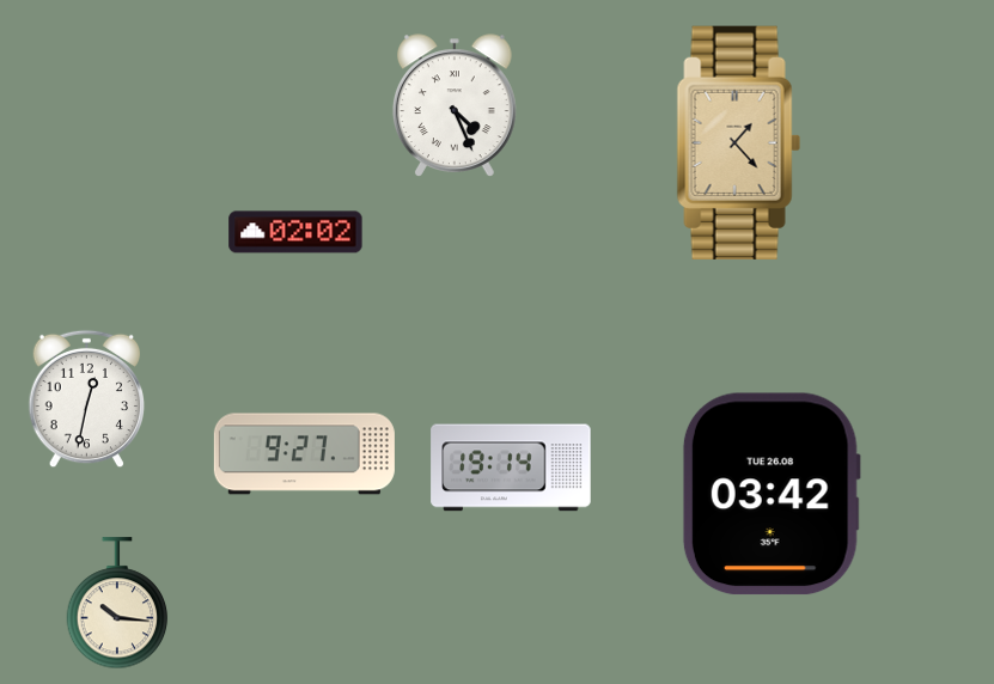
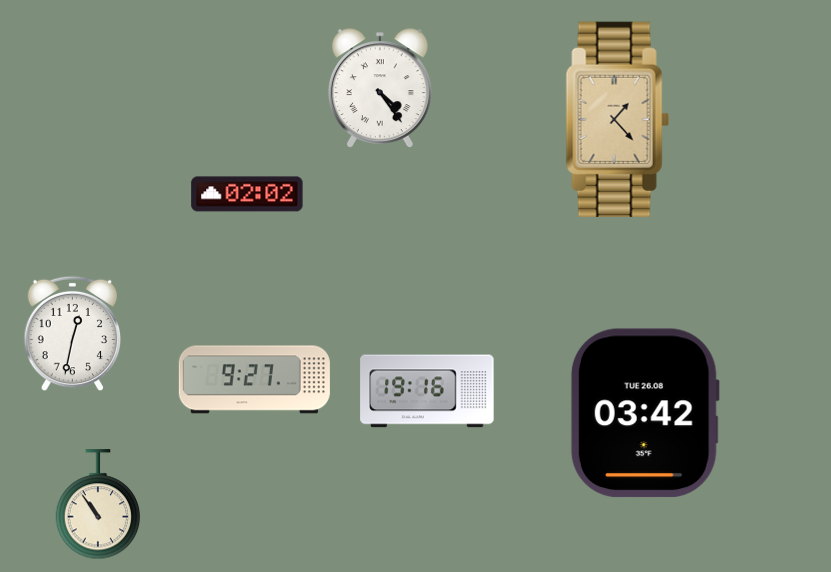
clock at (455, 105): 4:26 -> 4:24
clock at (511, 468): 19:14 -> 19:16
clock at (117, 604): 10:16 -> 10:54
